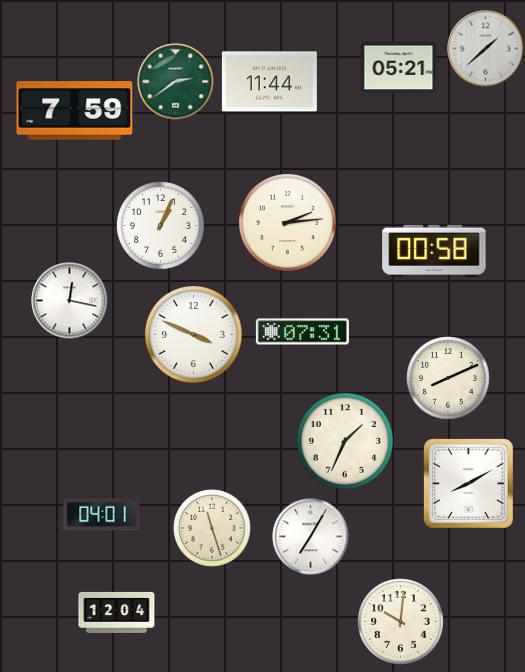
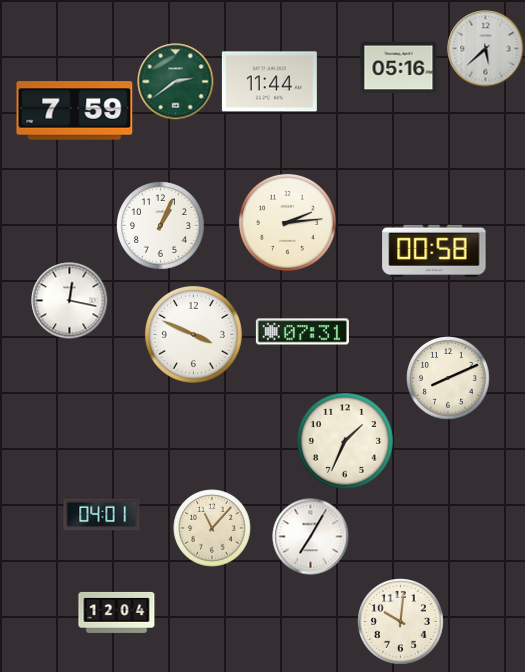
clock at (486, 49): 1:38 -> 5:38
clock at (399, 68): 05:21 -> 05:16
clock at (468, 483): 8:10 -> none
clock at (212, 528): 11:27 -> 11:07
